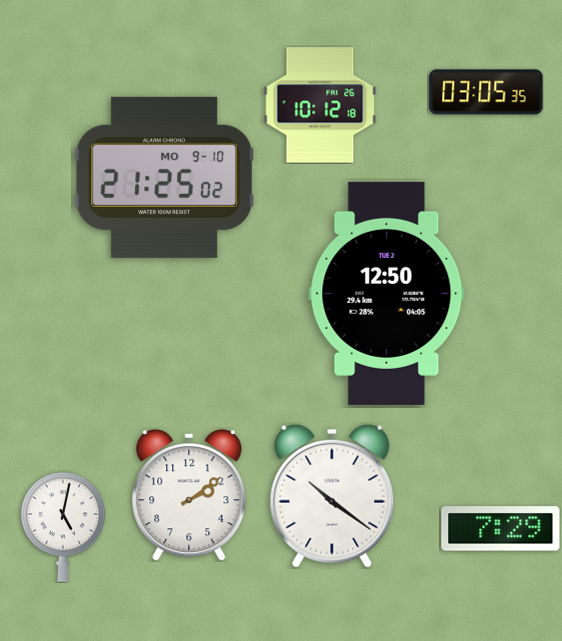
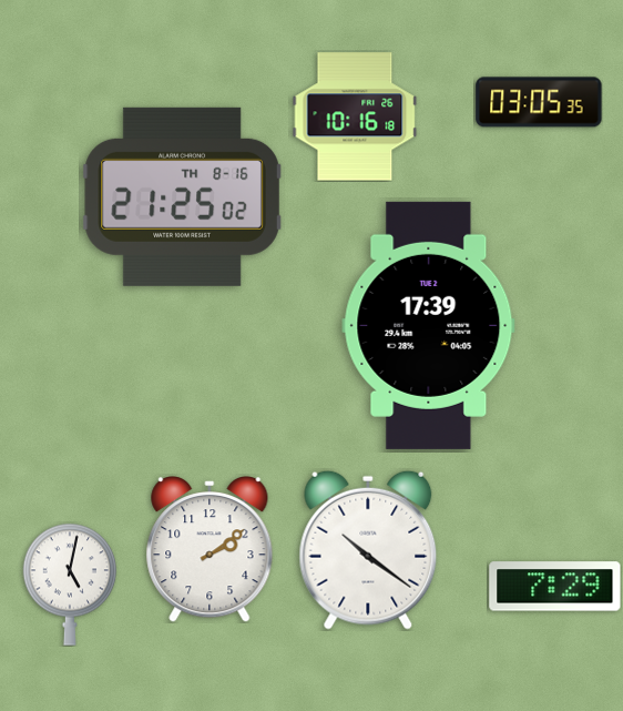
clock at (320, 105): 10:12 -> 10:16
clock at (164, 177) date: MO 9-10 -> TH 8-16
clock at (387, 293): 12:50 -> 17:39
